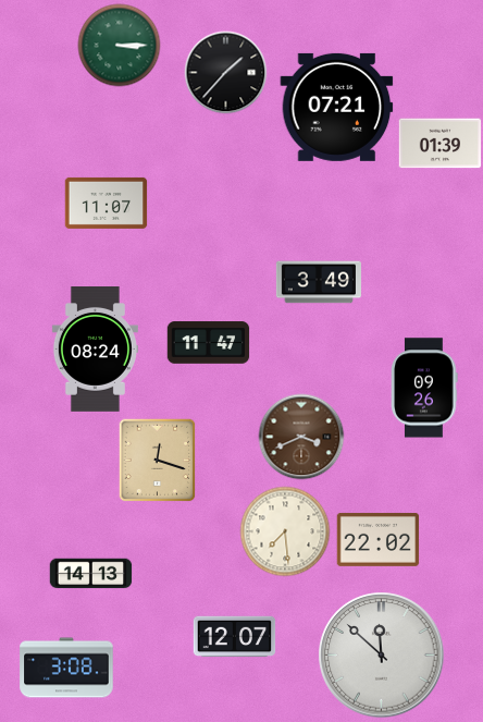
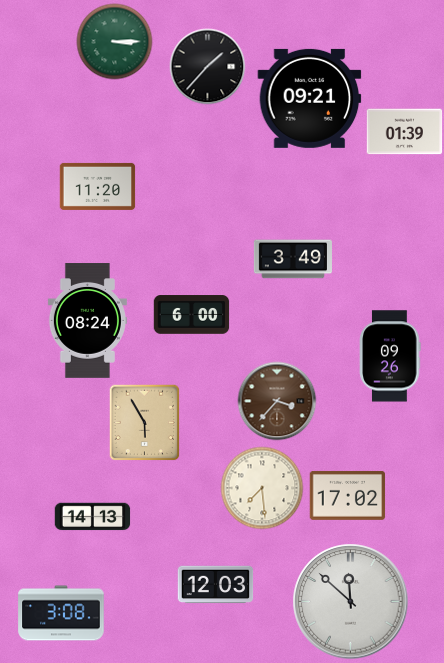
clock at (120, 46) position: (120, 46) -> (115, 42)
clock at (337, 107): 07:21 -> 09:21
clock at (107, 203): 11:07 -> 11:20
clock at (209, 343): 11:47 -> 6:00
clock at (301, 437): 3:41 -> 3:37
clock at (158, 461): 12:18 -> 5:55
clock at (379, 539): 22:02 -> 17:02
clock at (91, 574) position: (91, 574) -> (93, 517)
clock at (235, 637): 12:07 -> 12:03
